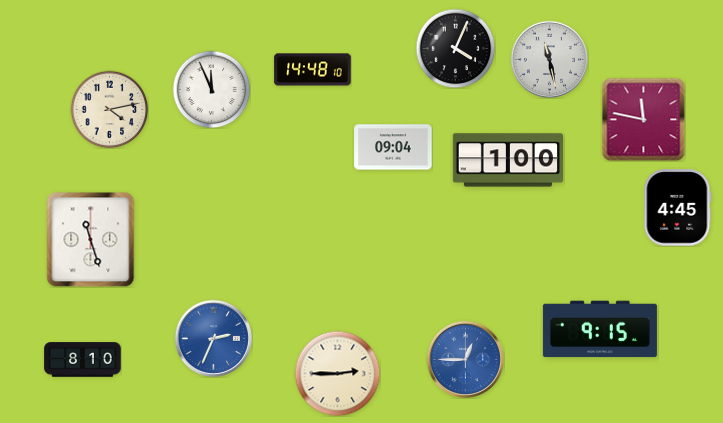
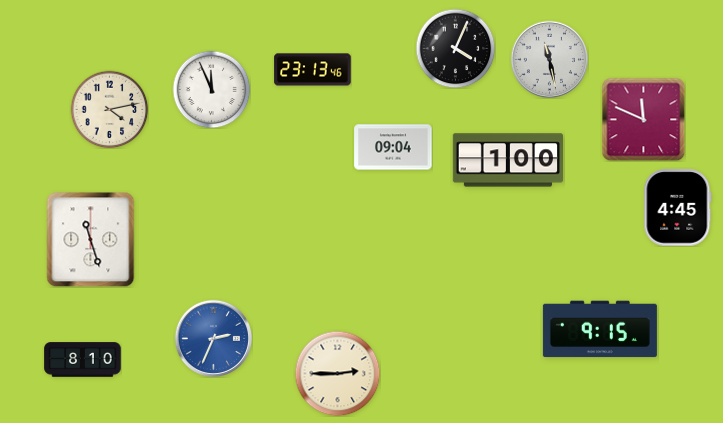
clock at (313, 70): 14:48 -> 23:13
clock at (643, 119): 11:47 -> 11:49
clock at (465, 359): 12:45 -> none
